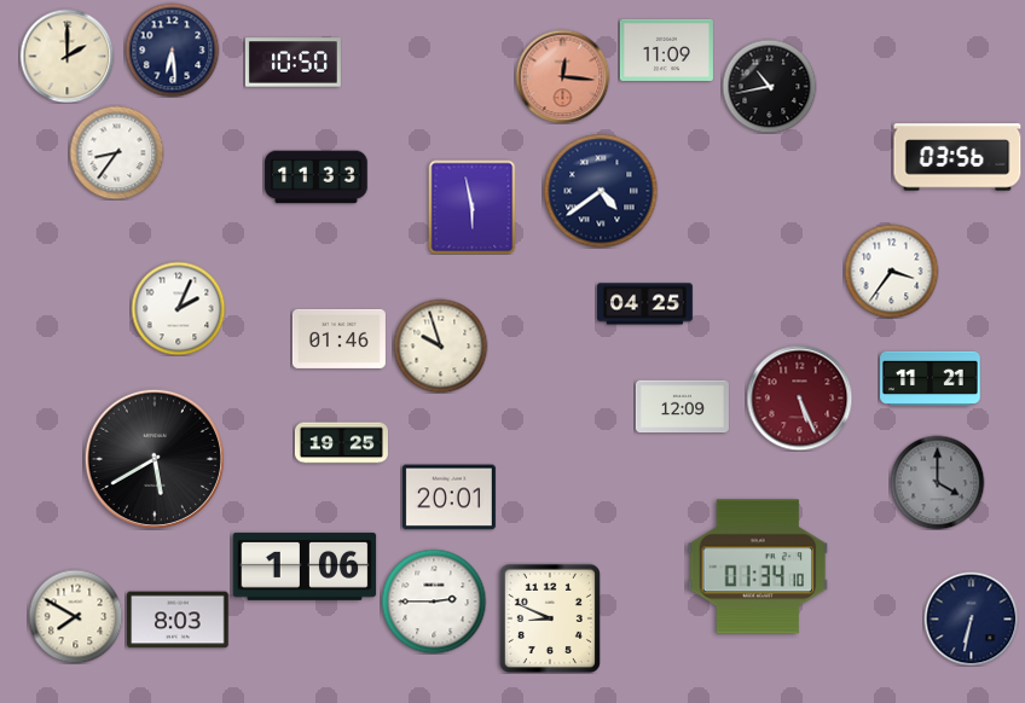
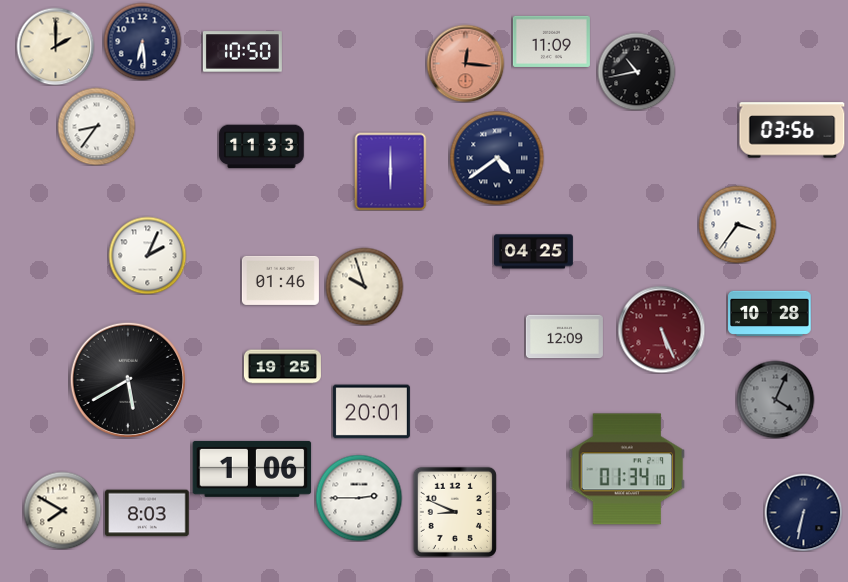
clock at (473, 207): 5:58 -> 6:00
clock at (931, 378): 11:21 -> 10:28
clock at (937, 482): 4:00 -> 4:04
